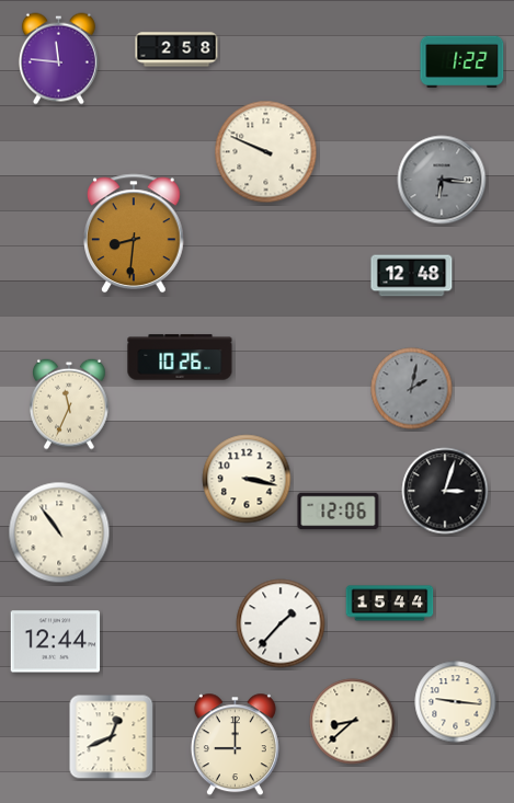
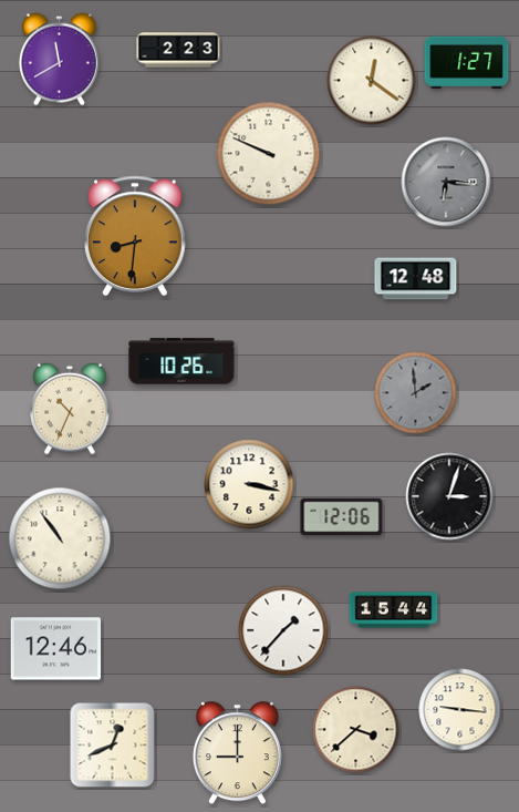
clock at (176, 49): 2:58 -> 2:23
clock at (58, 59): 11:46 -> 11:40
clock at (462, 61): 1:22 -> 1:27
clock at (372, 81): none -> 12:21
clock at (412, 389): 2:02 -> 1:59
clock at (69, 404): 11:34 -> 10:34
clock at (56, 642): 12:44 -> 12:46
clock at (353, 722): 8:38 -> 3:38
